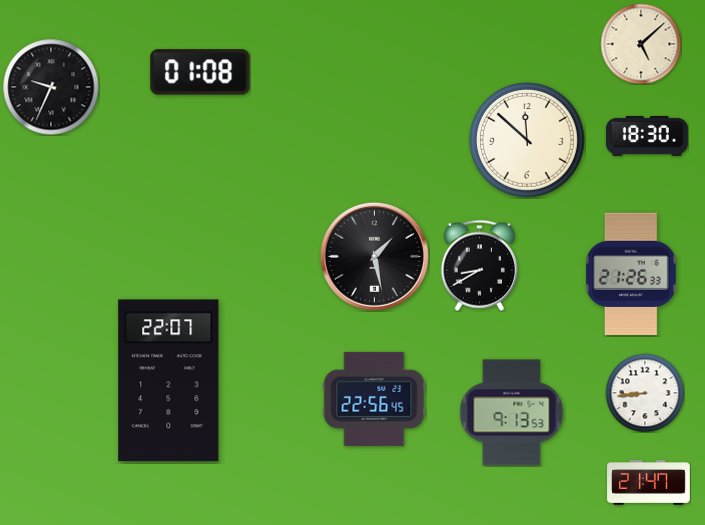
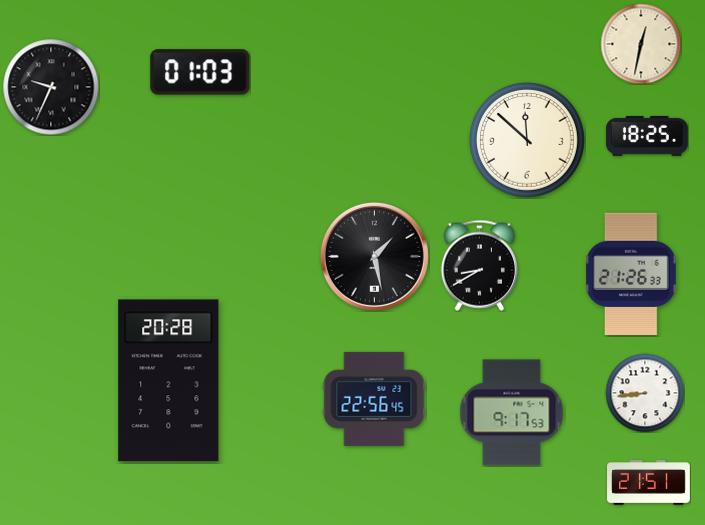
clock at (641, 44): 5:08 -> 12:32
clock at (200, 72): 01:08 -> 01:03
clock at (647, 136): 18:30 -> 18:25
clock at (169, 381): 22:07 -> 20:28
clock at (512, 413): 9:13 -> 9:17
clock at (649, 483): 21:47 -> 21:51
